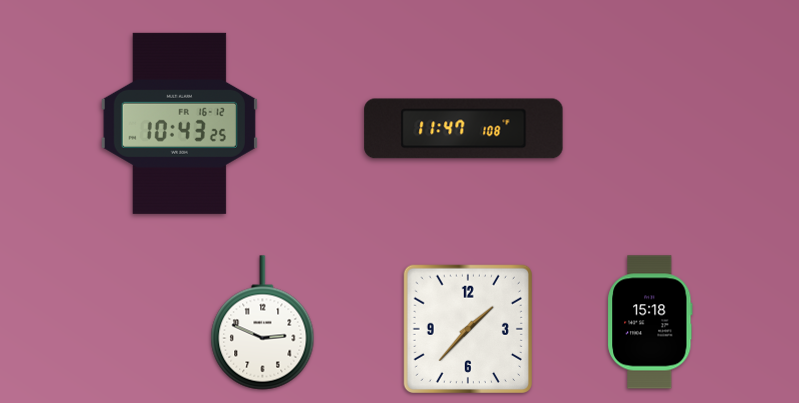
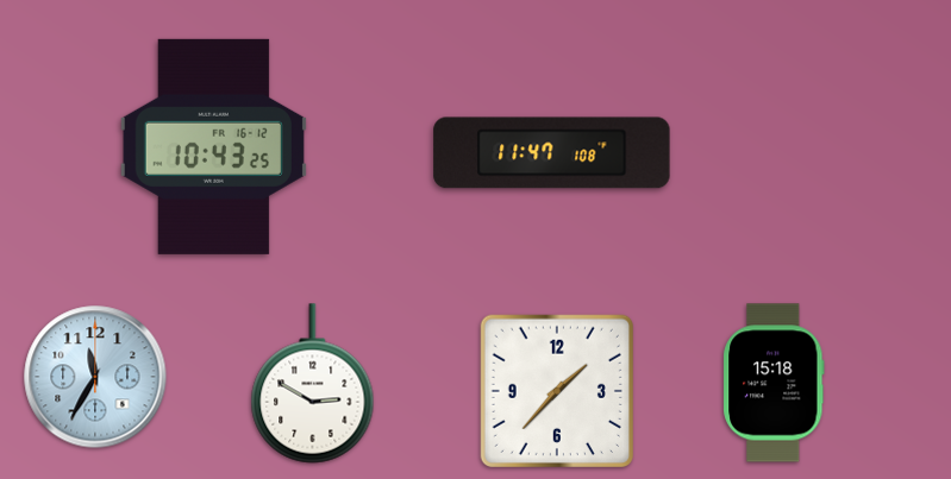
clock at (95, 377): none -> 11:35
clock at (263, 323): 2:49 -> 2:50
